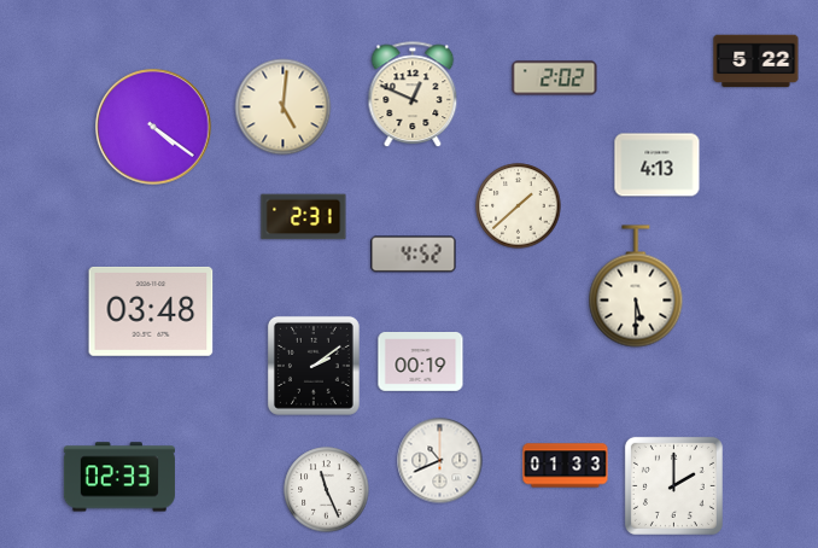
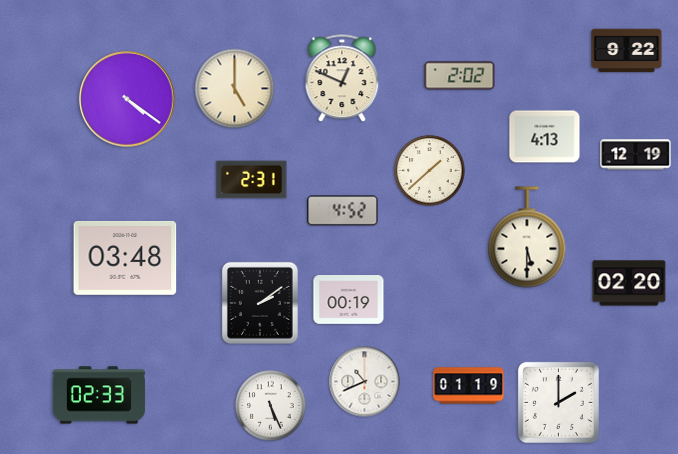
clock at (756, 62): 5:22 -> 9:22
clock at (555, 78) position: (555, 78) -> (460, 76)
clock at (284, 107): 5:01 -> 5:00
clock at (153, 127) position: (153, 127) -> (127, 99)
clock at (636, 155): none -> 12:19
clock at (629, 283): none -> 02:20
clock at (566, 466): 01:33 -> 01:19
clock at (327, 490): 11:26 -> 5:26
